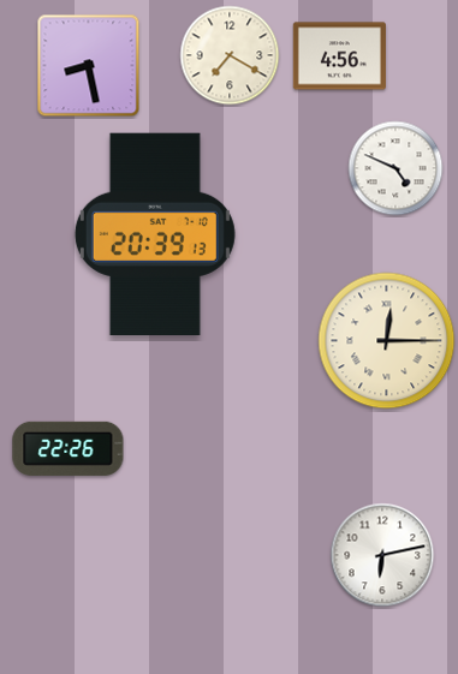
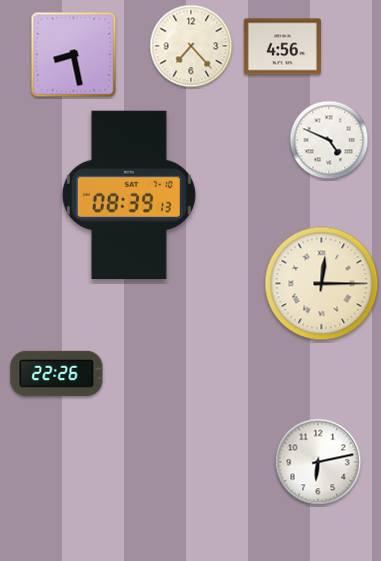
clock at (230, 55): 7:20 -> 7:23
clock at (155, 233): 20:39 -> 08:39
